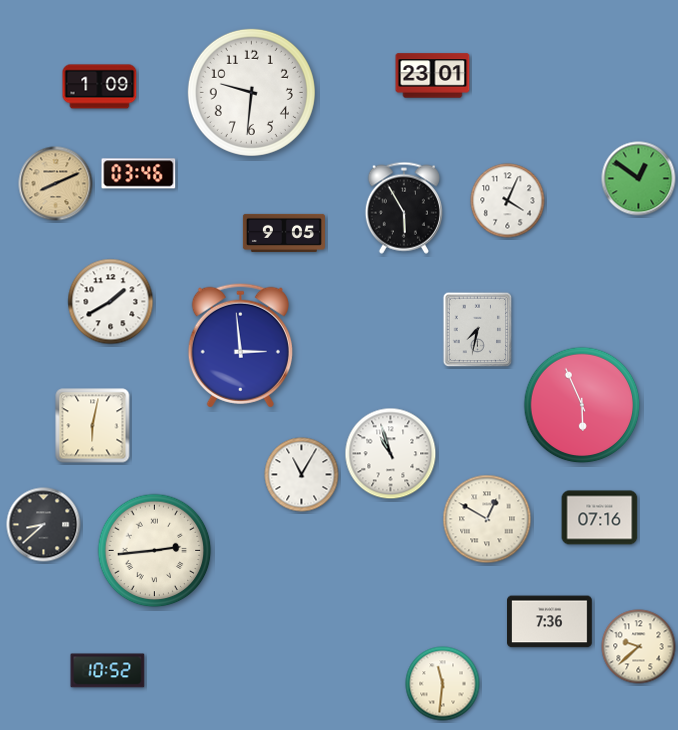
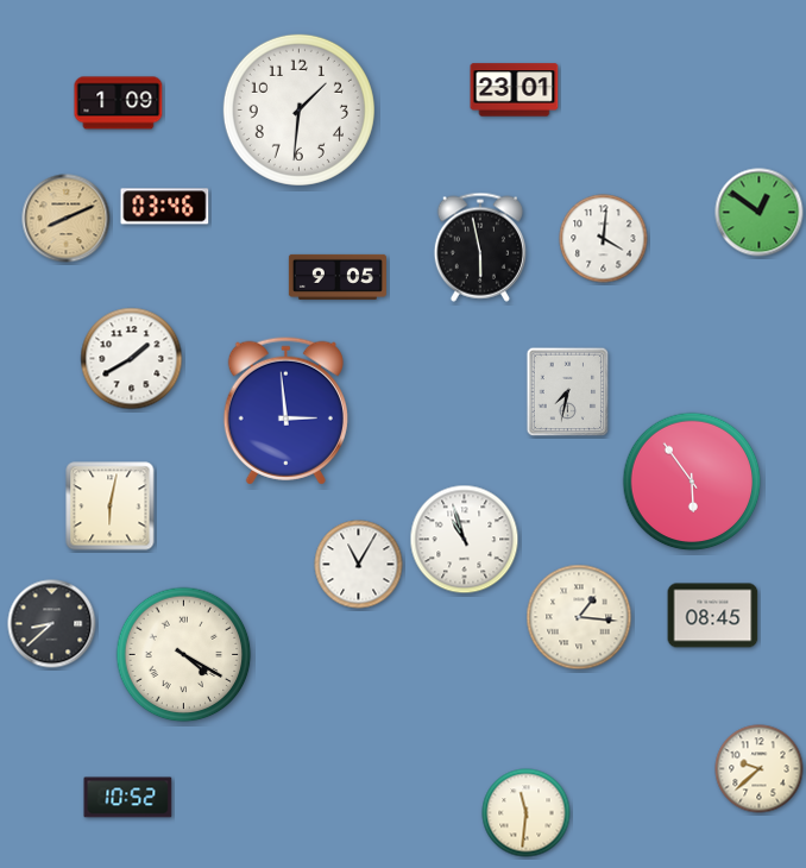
clock at (251, 92): 9:31 -> 1:31
clock at (508, 201): 4:04 -> 4:01
clock at (404, 208): 5:55 -> 5:58
clock at (582, 405): 5:56 -> 5:54
clock at (600, 518): 07:16 -> 08:45
clock at (487, 519): 12:50 -> 1:16
clock at (155, 551): 2:44 -> 4:20
clock at (550, 622): 7:36 -> none
